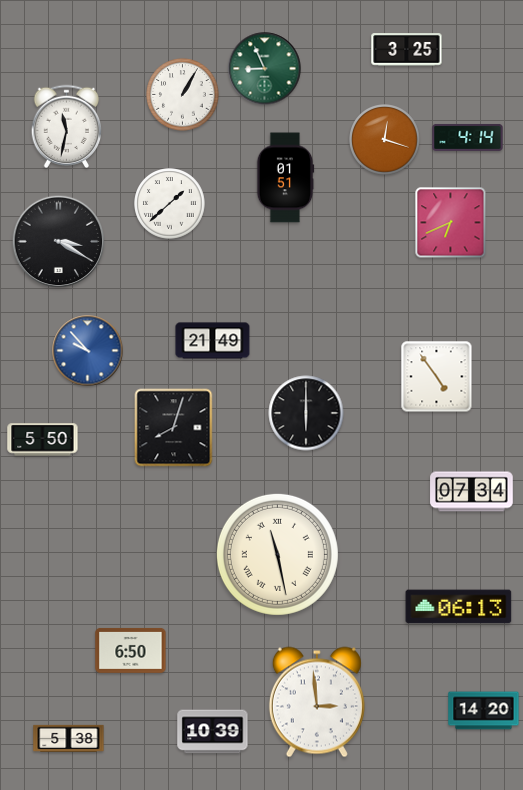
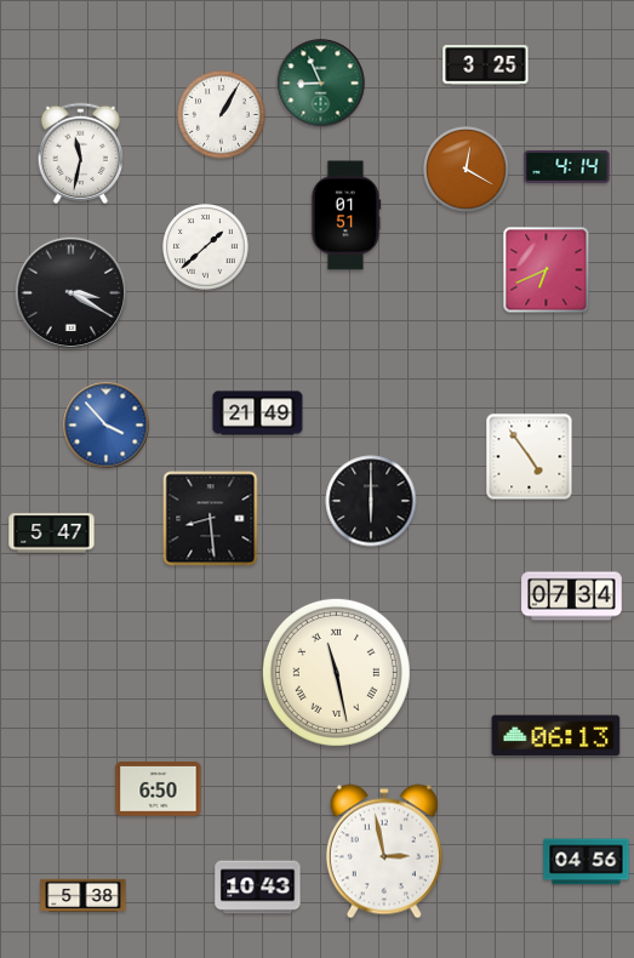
clock at (407, 50) position: (407, 50) -> (486, 65)
clock at (385, 140): 12:18 -> 12:20
clock at (88, 351): 9:53 -> 3:53
clock at (174, 428): 8:03 -> 8:29
clock at (43, 440): 5:50 -> 5:47
clock at (317, 702): 2:59 -> 2:58
clock at (484, 711): 14:20 -> 04:56
clock at (213, 732): 10:39 -> 10:43
